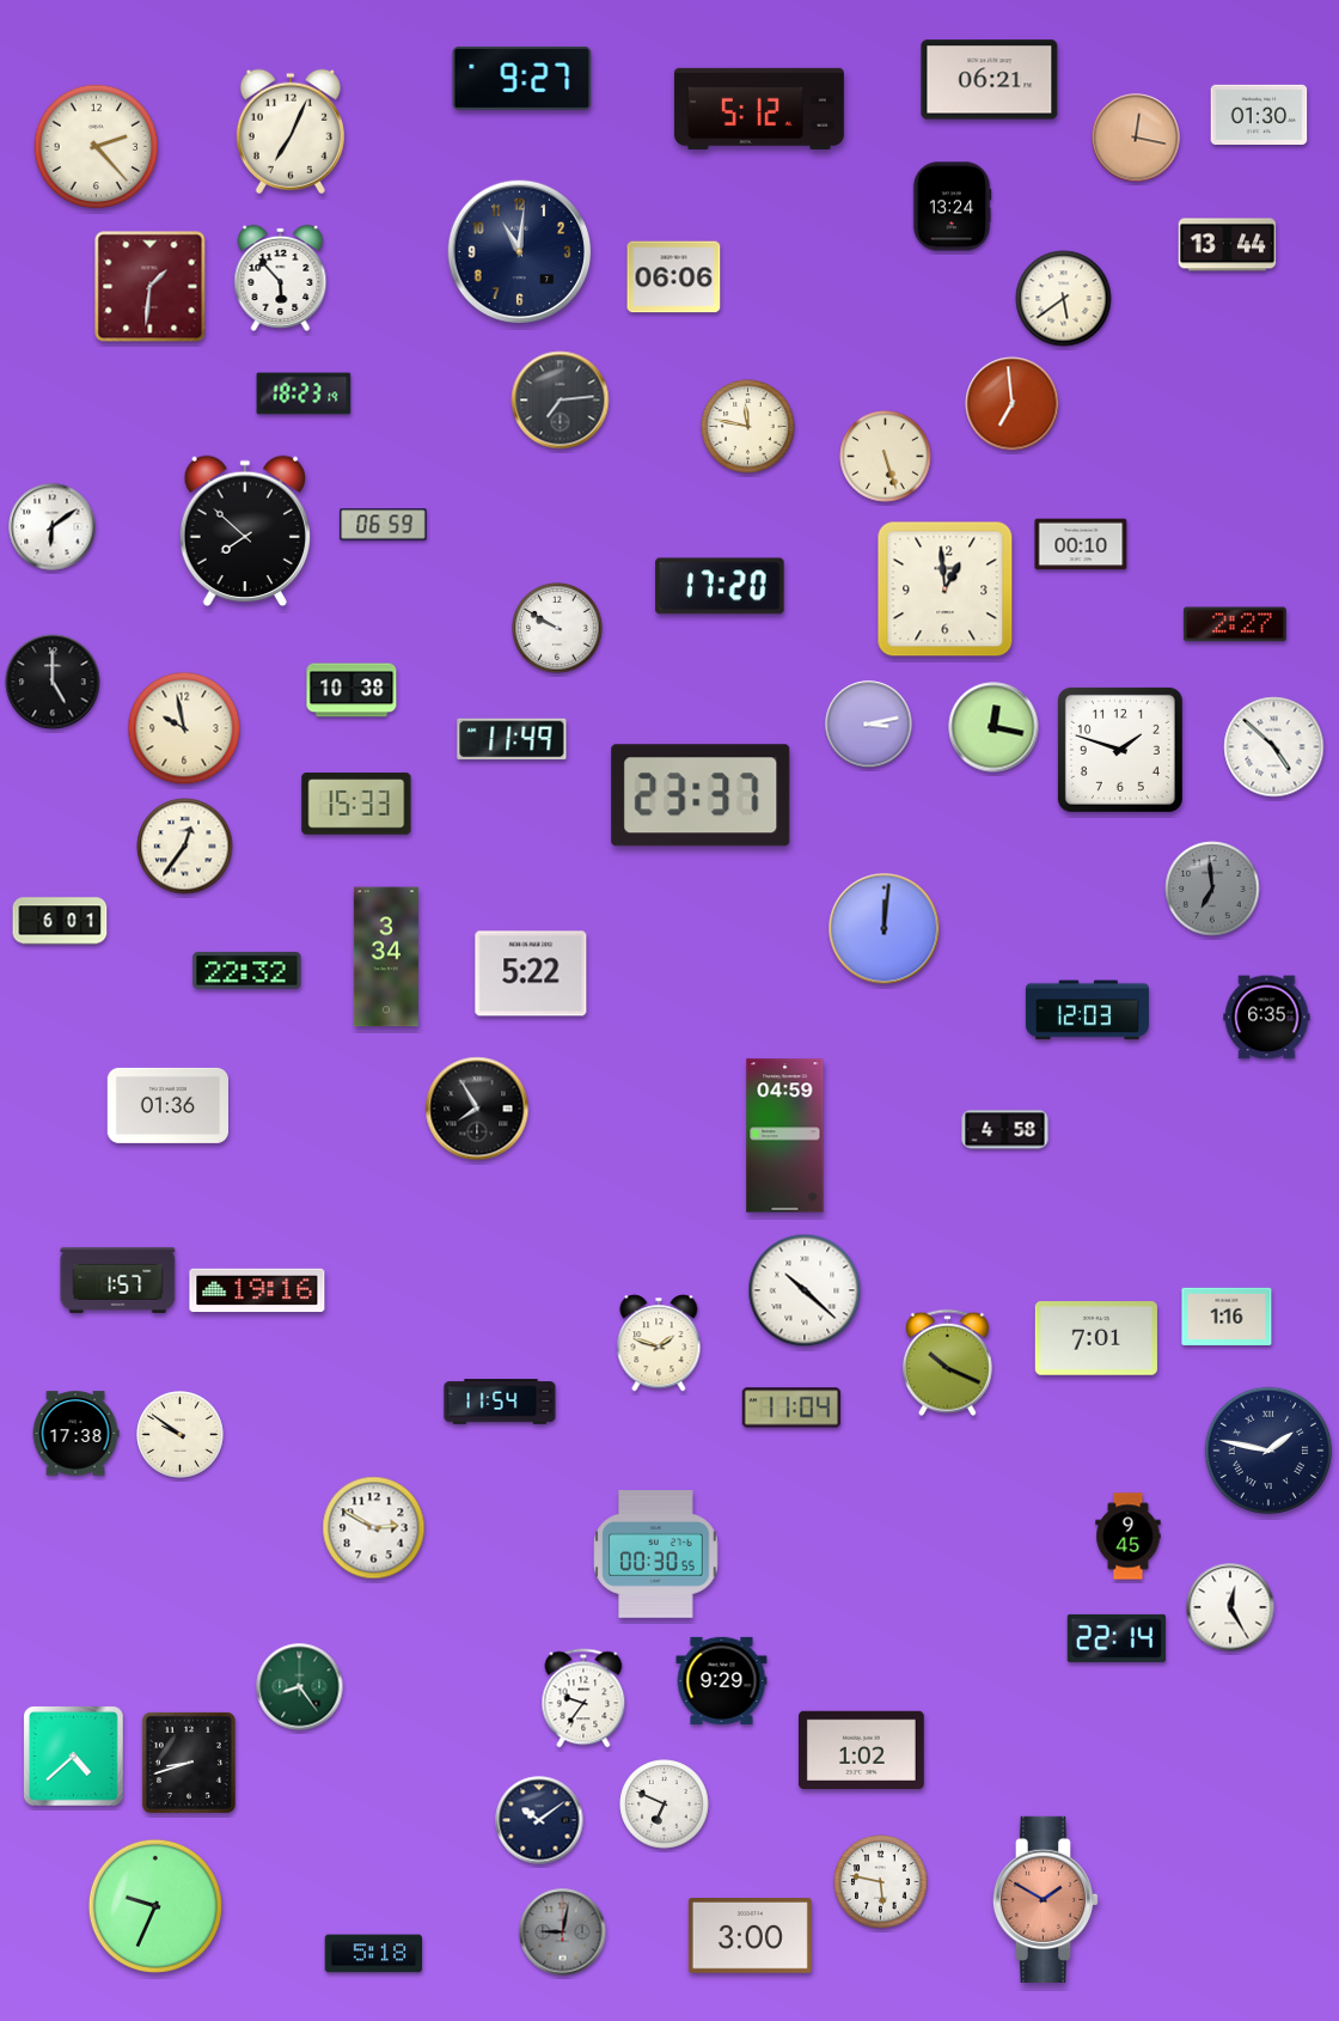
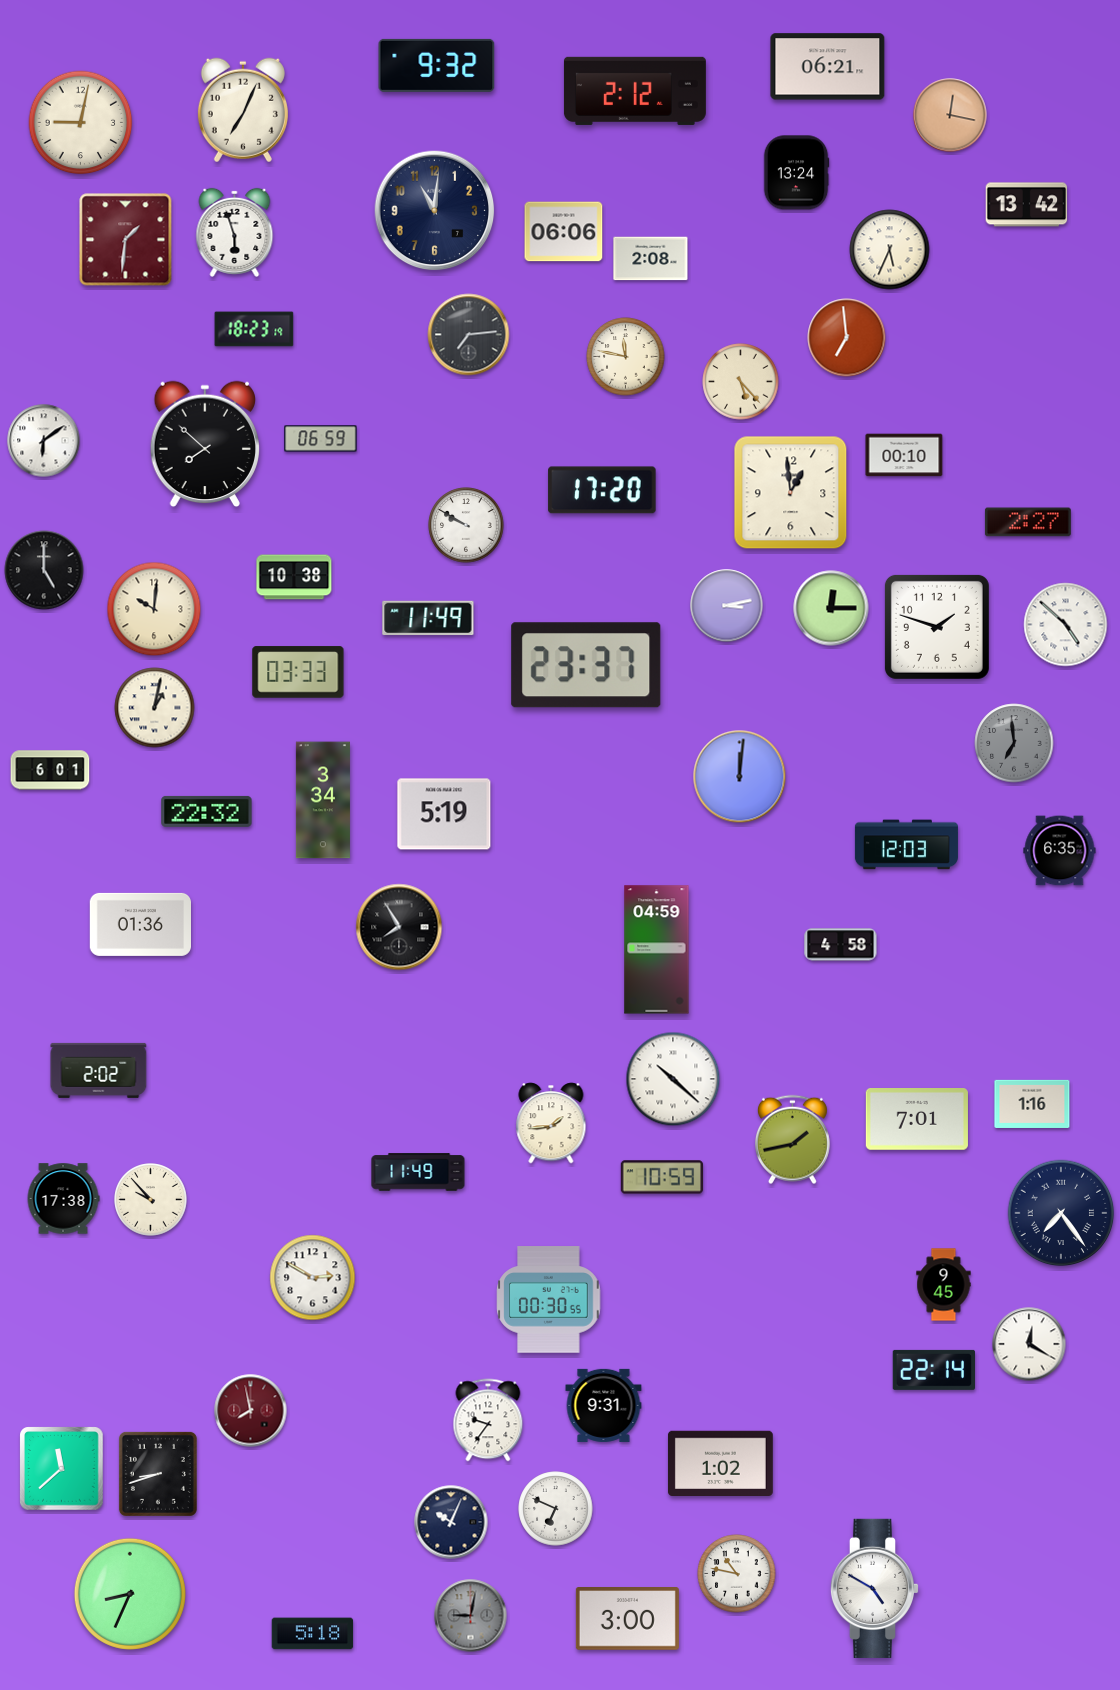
clock at (522, 78): 9:27 -> 9:32
clock at (759, 109): 5:12 -> 2:12
clock at (1259, 114): 01:30 -> none
clock at (97, 147): 2:23 -> 9:02
clock at (1228, 245): 13:44 -> 13:42
clock at (281, 277): 5:53 -> 5:57
clock at (1064, 299): 5:39 -> 5:34
clock at (651, 259): none -> 2:08
clock at (886, 457): 5:27 -> 5:23
clock at (1235, 624) position: (1235, 624) -> (1028, 522)
clock at (993, 727): 12:17 -> 12:15
clock at (184, 728): 9:58 -> 10:01
clock at (356, 804): 15:33 -> 03:33
clock at (185, 847): 12:36 -> 1:02
clock at (531, 973): 5:22 -> 5:19
clock at (1087, 1011) position: (1087, 1011) -> (906, 845)
clock at (118, 1280): 1:57 -> 2:02
clock at (257, 1289): 19:16 -> none
clock at (1227, 1317) position: (1227, 1317) -> (1032, 1104)
clock at (659, 1343): 1:48 -> 1:44
clock at (947, 1363): 10:19 -> 1:43
clock at (500, 1402): 11:54 -> 11:49
clock at (791, 1408): 11:04 -> 10:59
clock at (181, 1435): 9:51 -> 9:53
clock at (1268, 1451): 1:47 -> 7:24
clock at (1230, 1607): 12:25 -> 12:20
clock at (722, 1680): 9:29 -> 9:31
clock at (300, 1687): 8:24 -> 7:58
clock at (300, 1687) dial: green -> burgundy
clock at (74, 1757): 4:38 -> 11:38
clock at (539, 1820): 10:09 -> 10:04
clock at (881, 1882): 5:47 -> 10:47
clock at (1046, 1899): 1:50 -> 4:50
clock at (1046, 1899) dial: salmon -> white
clock at (155, 1906): 9:34 -> 8:34
